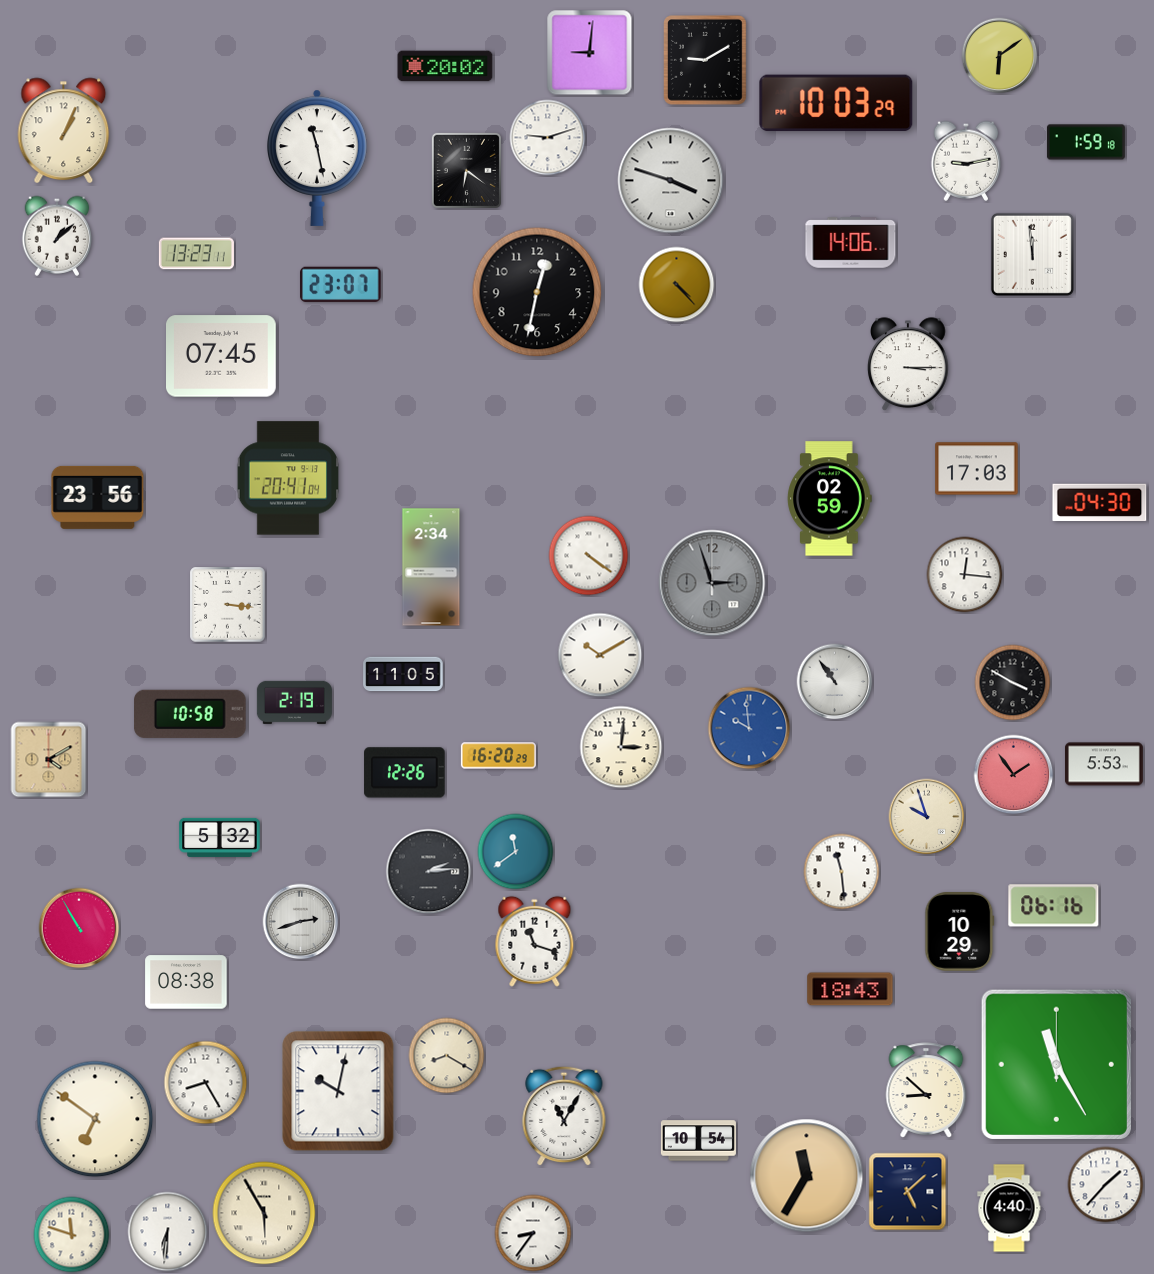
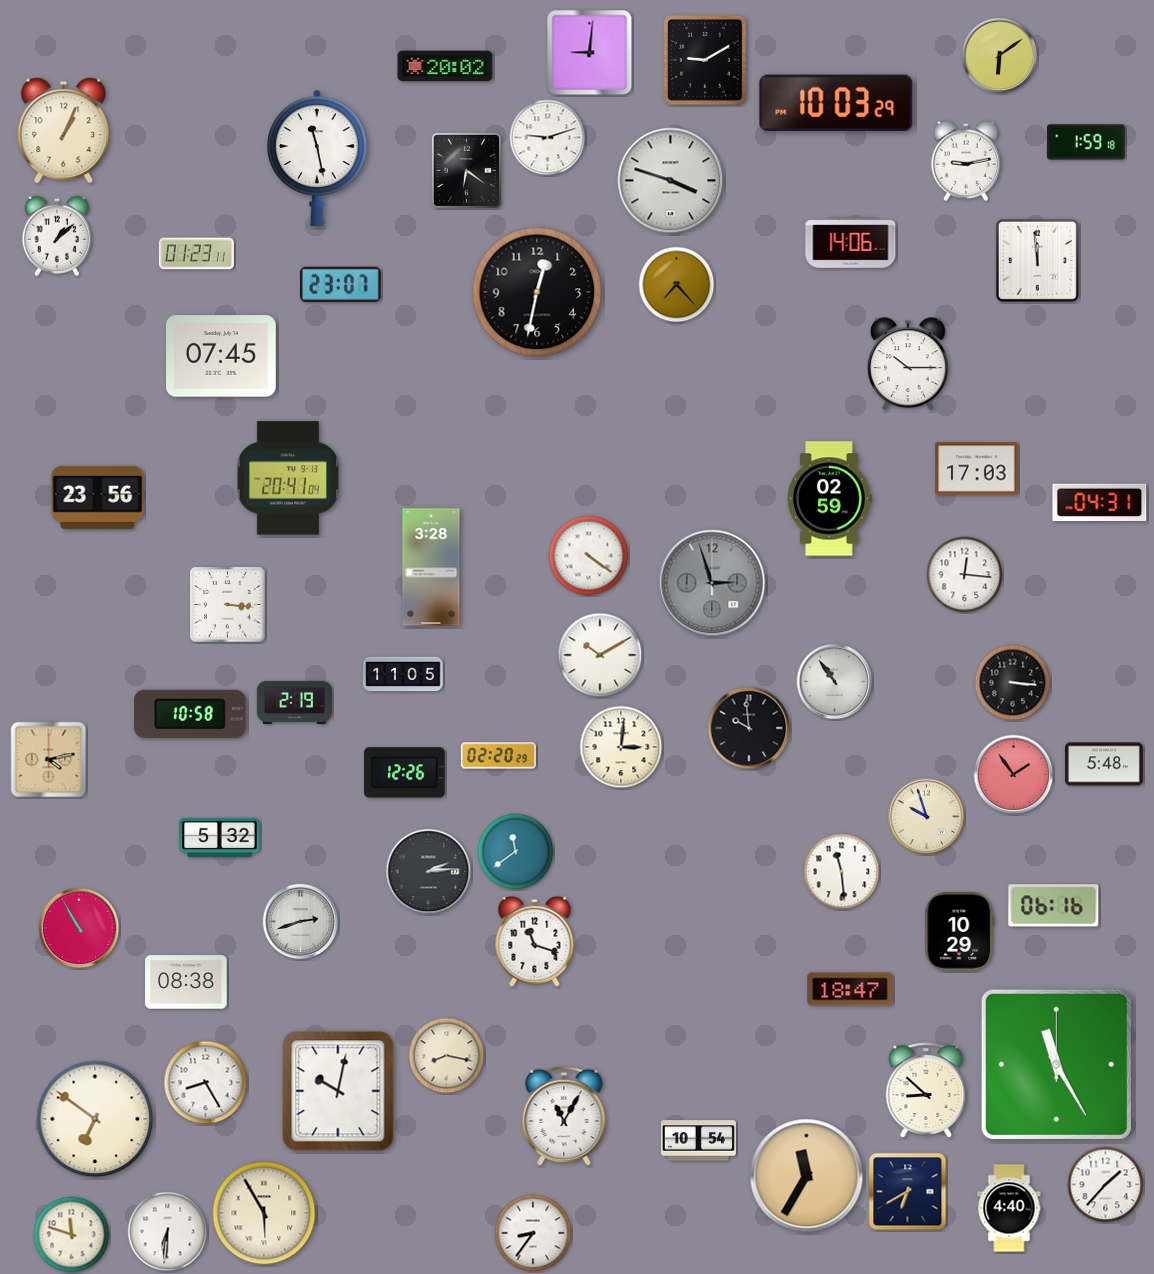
clock at (196, 254): 13:23 -> 01:23
clock at (1032, 254) position: (1032, 254) -> (1037, 260)
clock at (677, 285): 4:23 -> 7:23
clock at (908, 365): 3:15 -> 10:15
clock at (1100, 503): 04:30 -> 04:31
clock at (431, 567): 2:34 -> 3:28
clock at (1013, 683): 3:50 -> 3:16
clock at (749, 728) dial: blue -> black
clock at (498, 756): 16:20 -> 02:20
clock at (49, 760): 4:10 -> 4:13
clock at (1105, 764): 5:53 -> 5:48
clock at (850, 989): 18:43 -> 18:47
clock at (447, 1056): 8:20 -> 8:17
clock at (908, 1192): 5:08 -> 6:40
